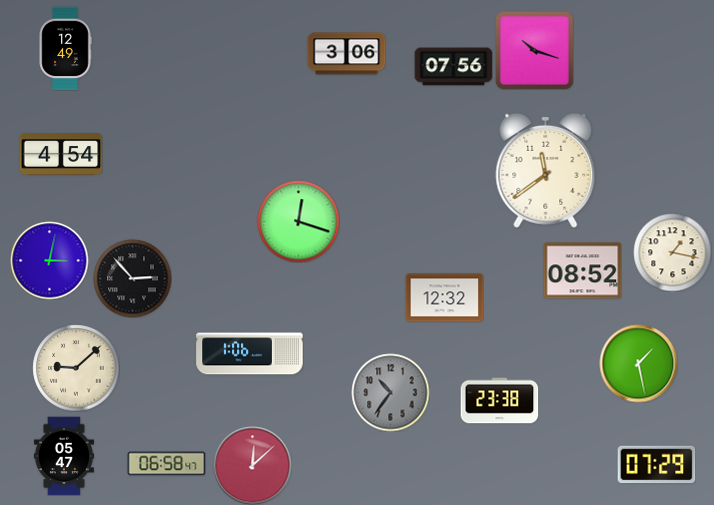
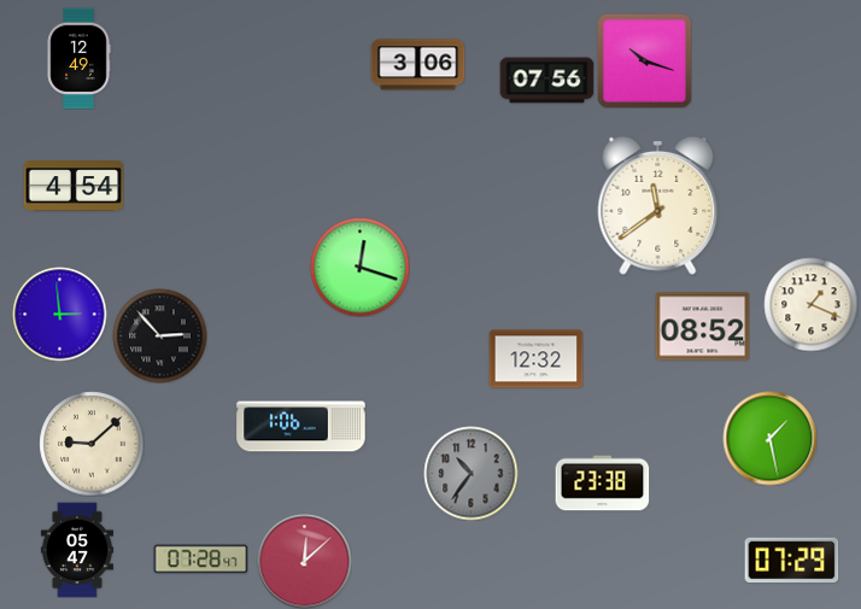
clock at (672, 252): 1:17 -> 1:19
clock at (49, 260): 3:02 -> 2:59
clock at (166, 464): 06:58 -> 07:28
